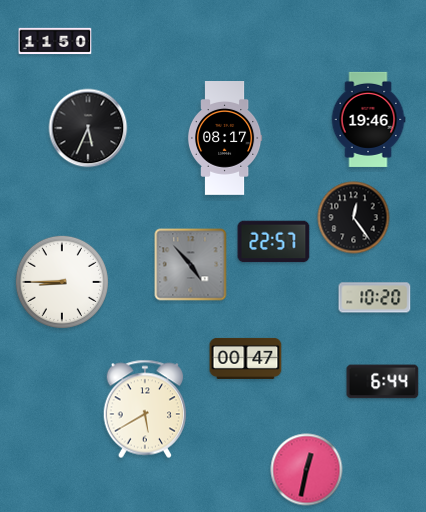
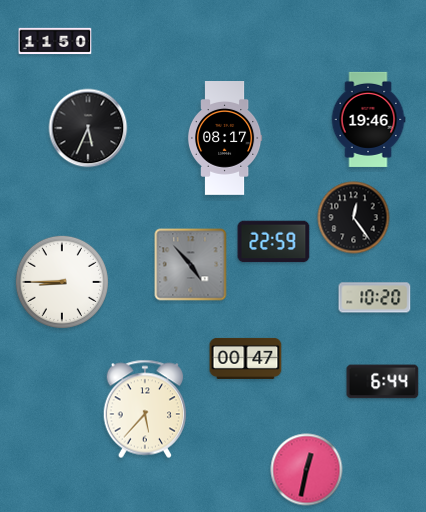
clock at (274, 242): 22:57 -> 22:59
clock at (145, 409): 5:40 -> 5:37
